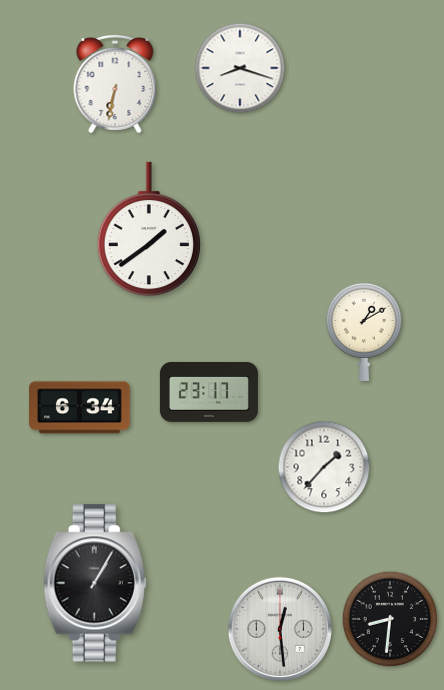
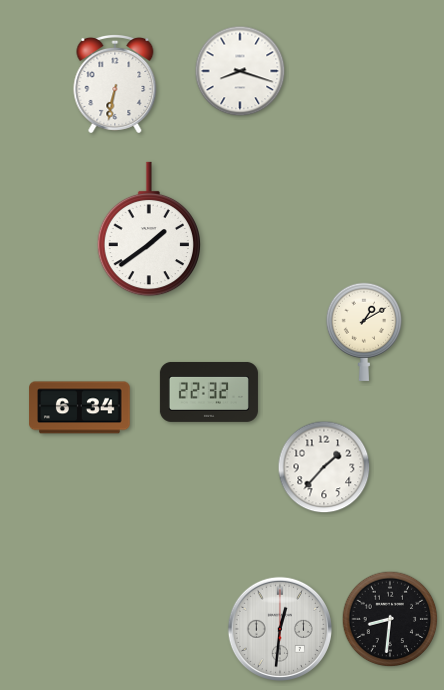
clock at (240, 68) position: (240, 68) -> (240, 71)
clock at (209, 392): 23:17 -> 22:32
clock at (95, 583): 1:05 -> none
clock at (279, 628): 12:29 -> 12:31
